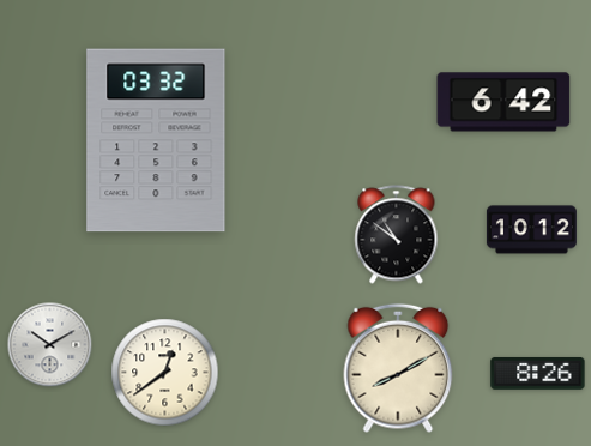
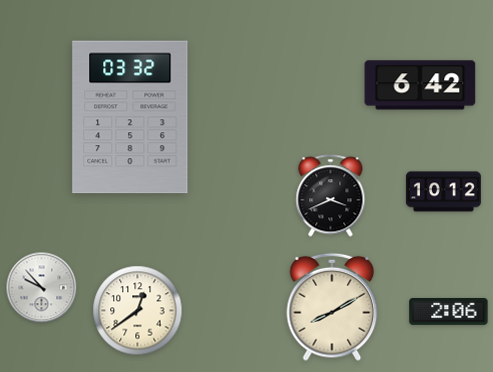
clock at (397, 235): 10:51 -> 3:41
clock at (50, 345): 10:10 -> 9:53
clock at (538, 373): 8:26 -> 2:06
